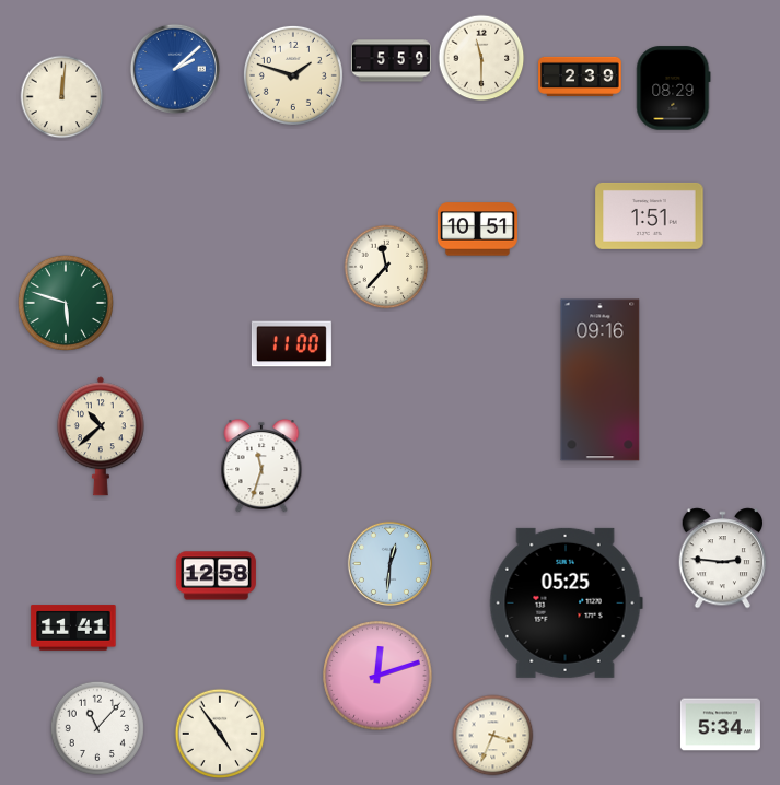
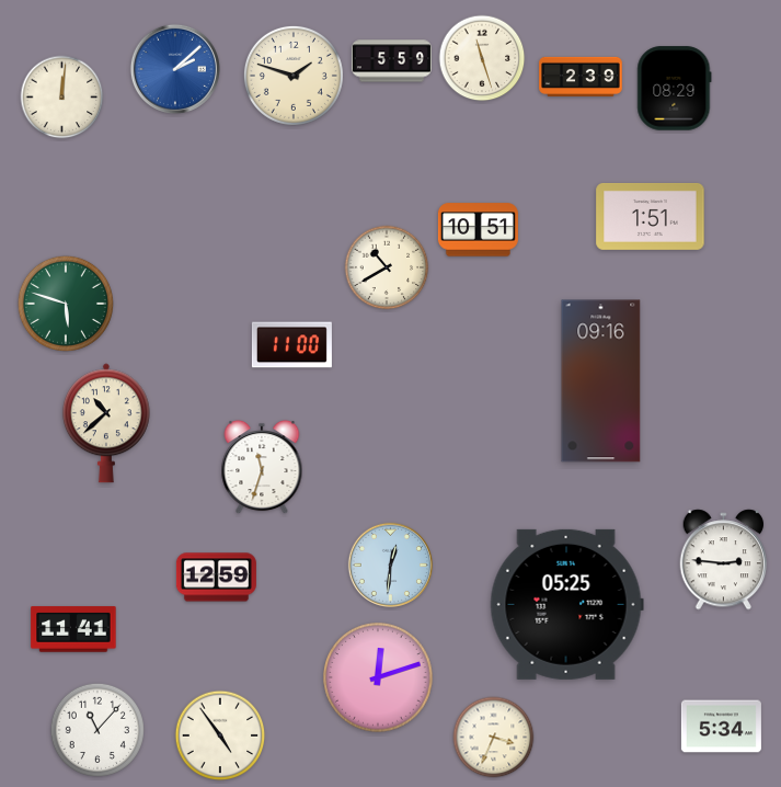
clock at (481, 58): 11:30 -> 11:27
clock at (386, 267): 11:37 -> 10:40
clock at (101, 436) position: (101, 436) -> (106, 423)
clock at (216, 576): 12:58 -> 12:59
